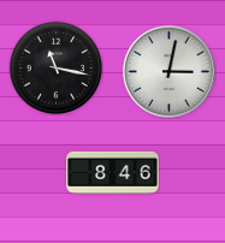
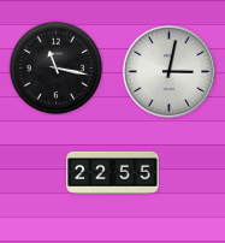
clock at (113, 172): 8:46 -> 22:55
